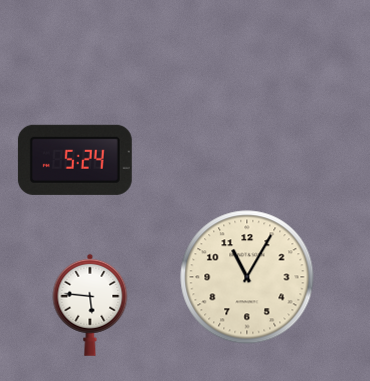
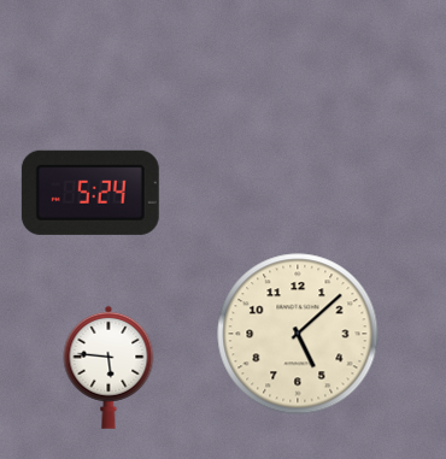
clock at (247, 277): 11:05 -> 5:08
